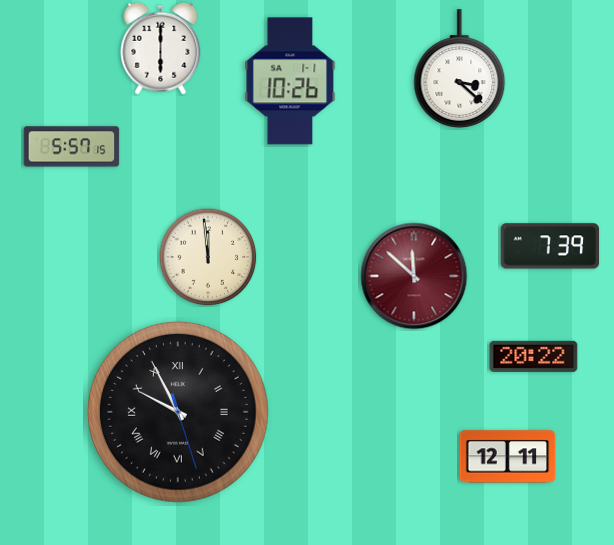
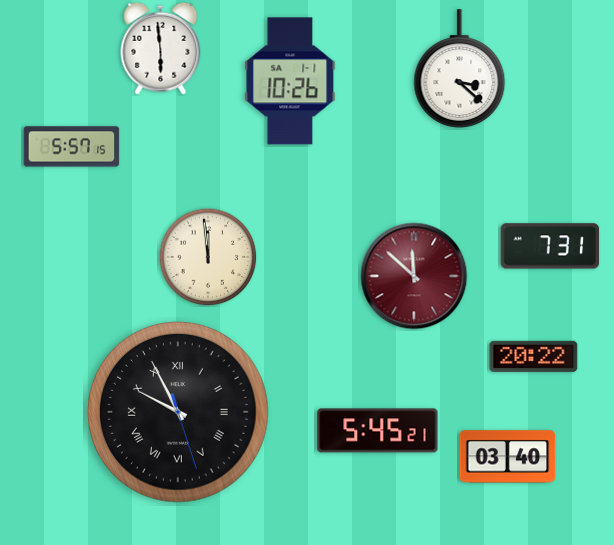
clock at (161, 48): 6:00 -> 5:59
clock at (550, 246): 7:39 -> 7:31
clock at (378, 431): none -> 5:45
clock at (508, 457): 12:11 -> 03:40
